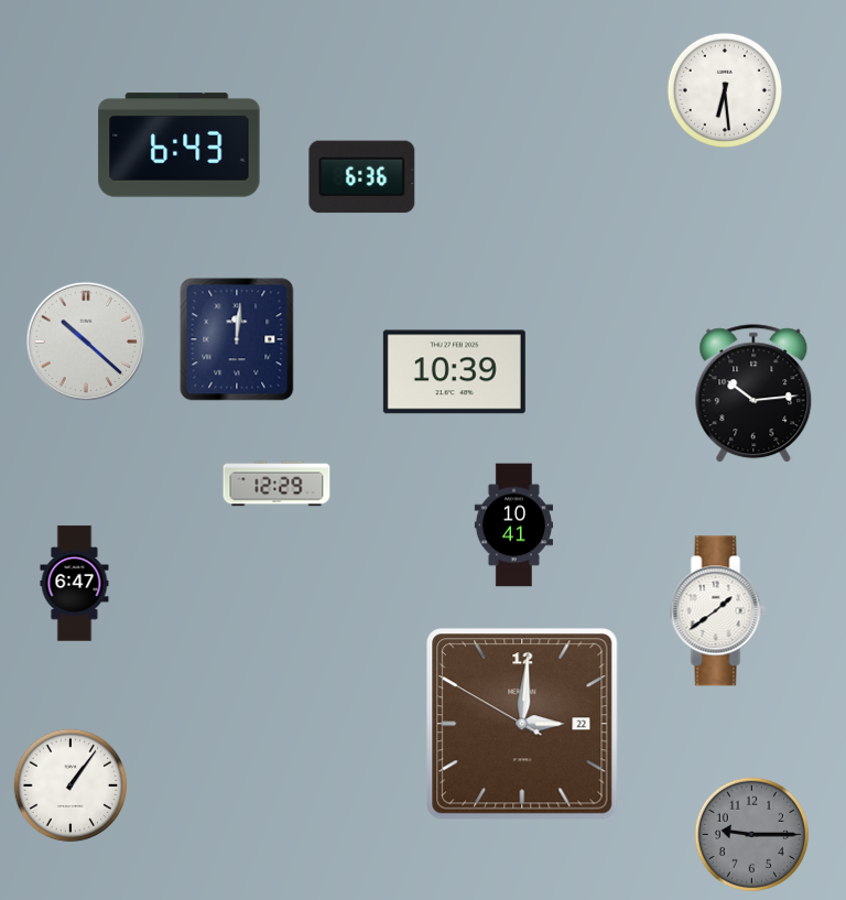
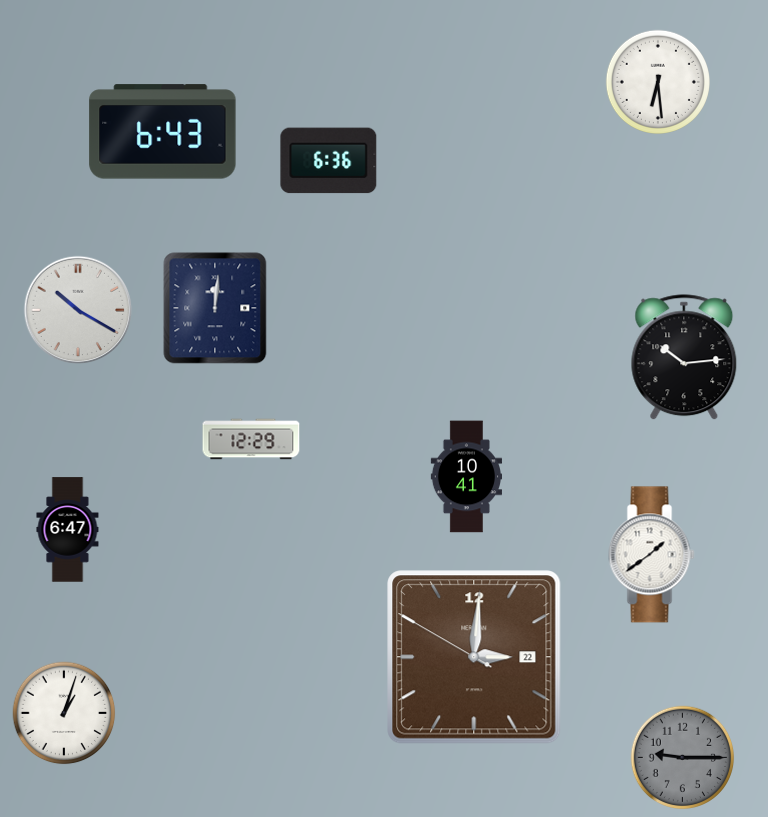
clock at (86, 341): 10:22 -> 10:20
clock at (454, 372): 10:39 -> none
clock at (70, 785): 1:06 -> 1:03
